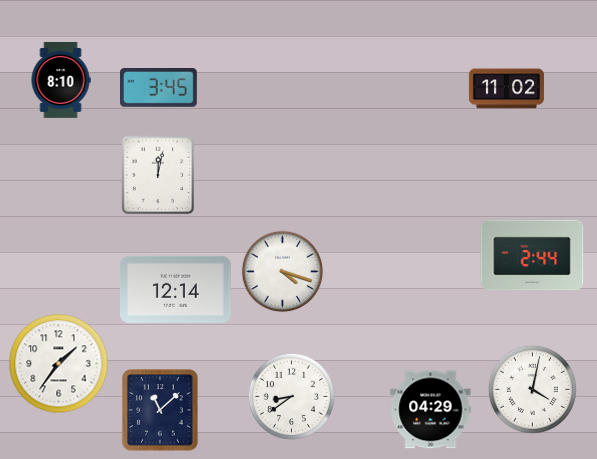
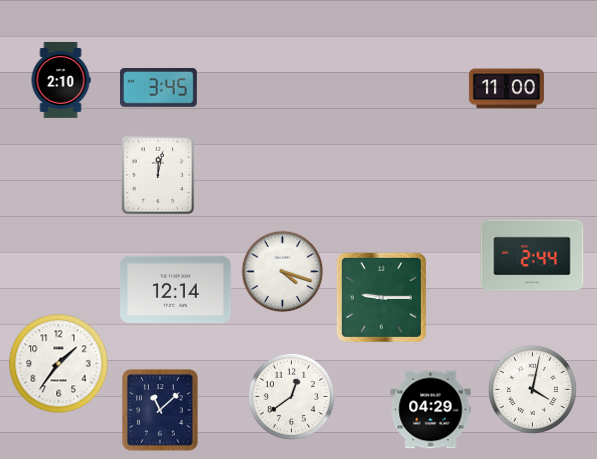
clock at (61, 80): 8:10 -> 2:10
clock at (506, 89): 11:02 -> 11:00
clock at (381, 297): none -> 9:15
clock at (291, 396): 8:39 -> 12:39
